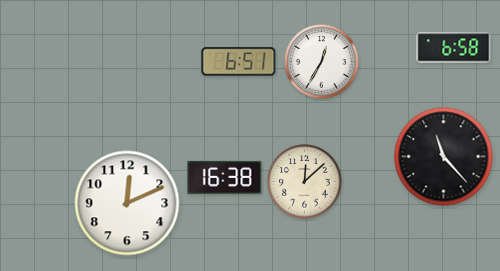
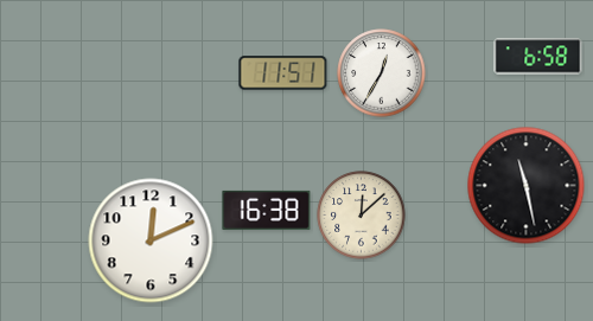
clock at (239, 62): 6:51 -> 11:51
clock at (444, 157): 11:23 -> 11:28
